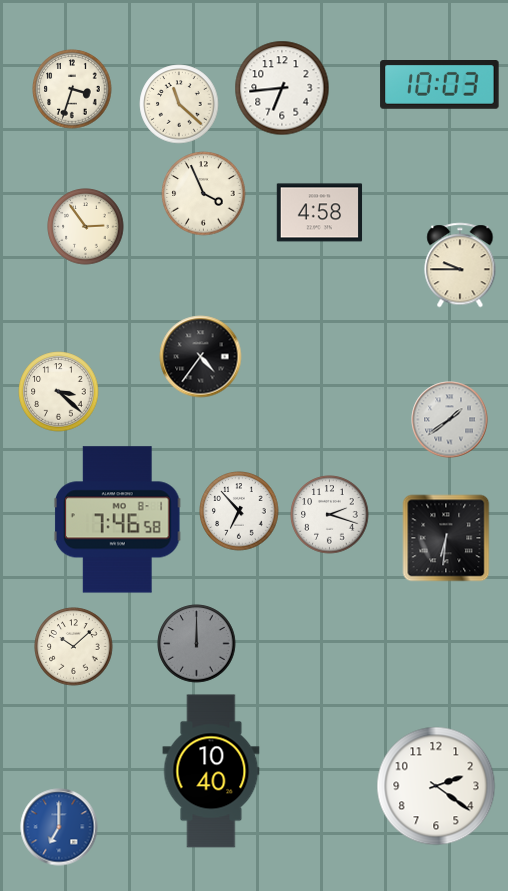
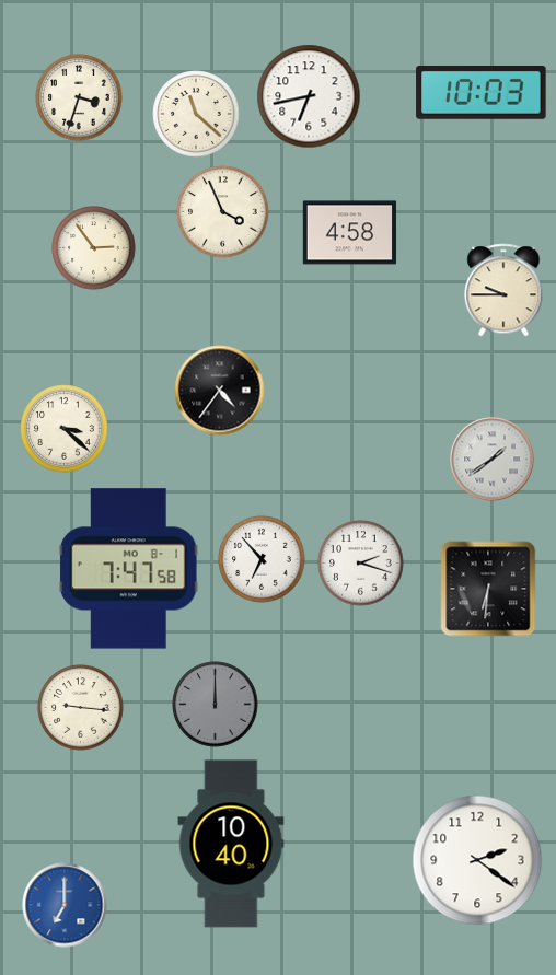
clock at (282, 88): 6:44 -> 6:43
clock at (118, 520): 7:46 -> 7:47
clock at (74, 647): 10:08 -> 9:16
